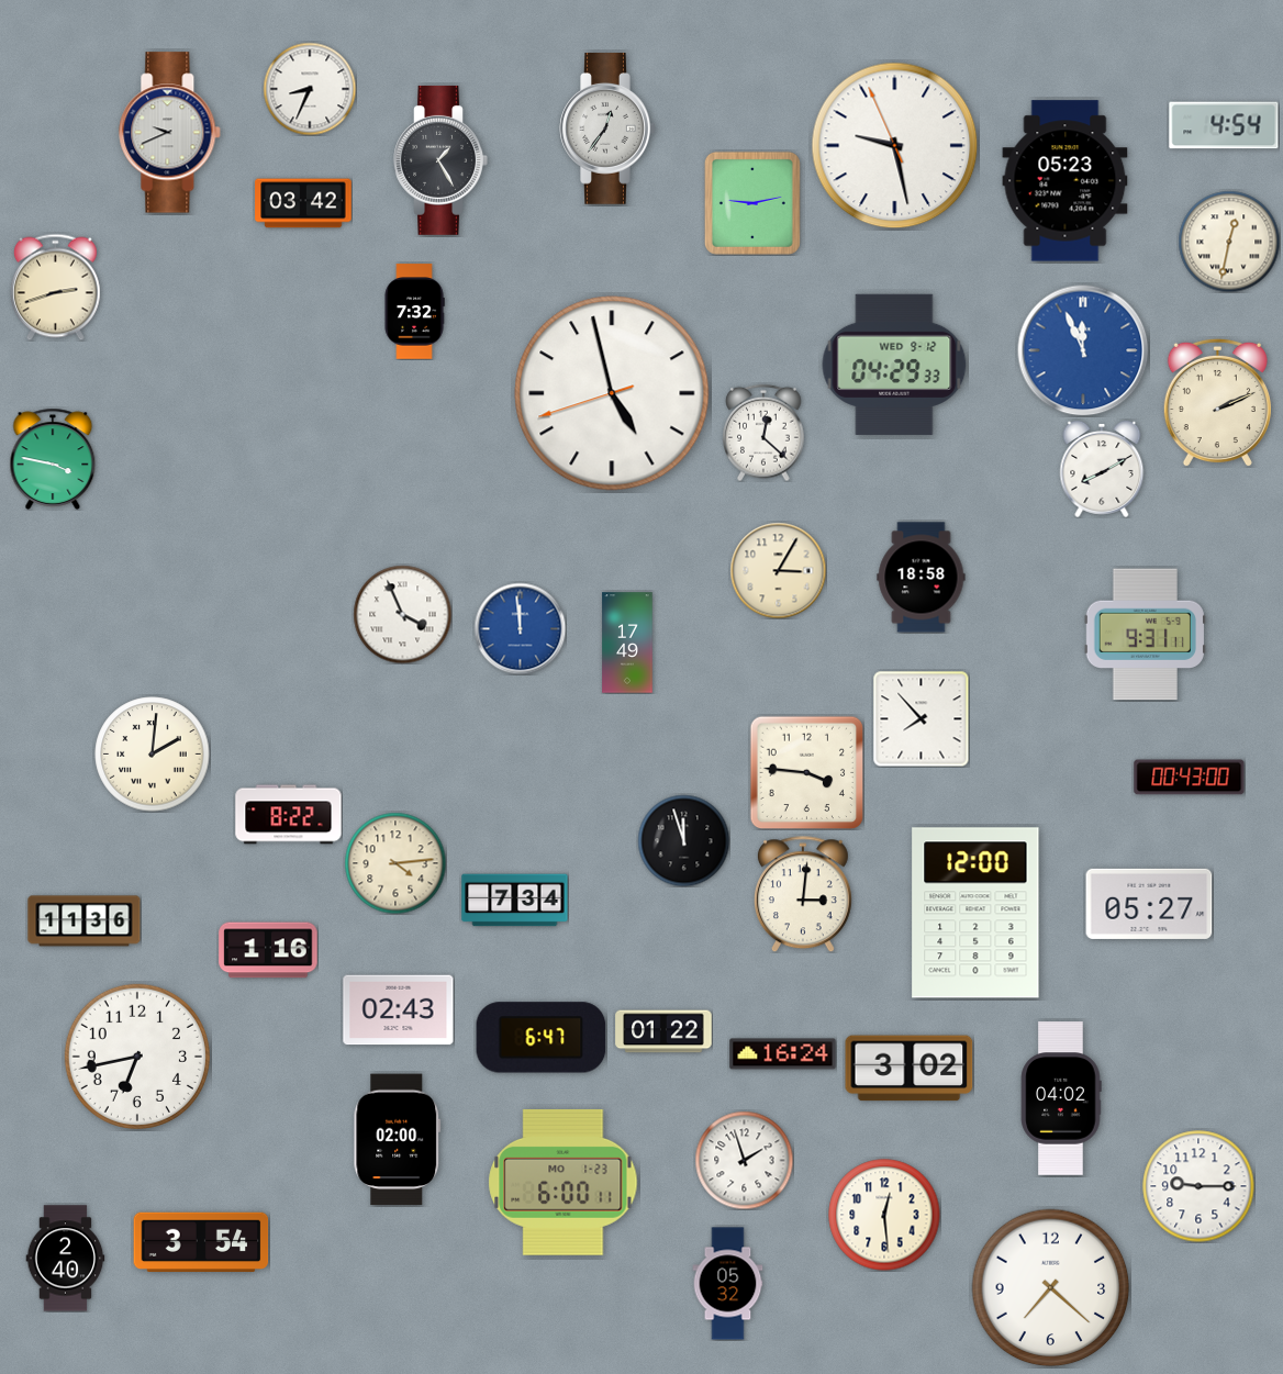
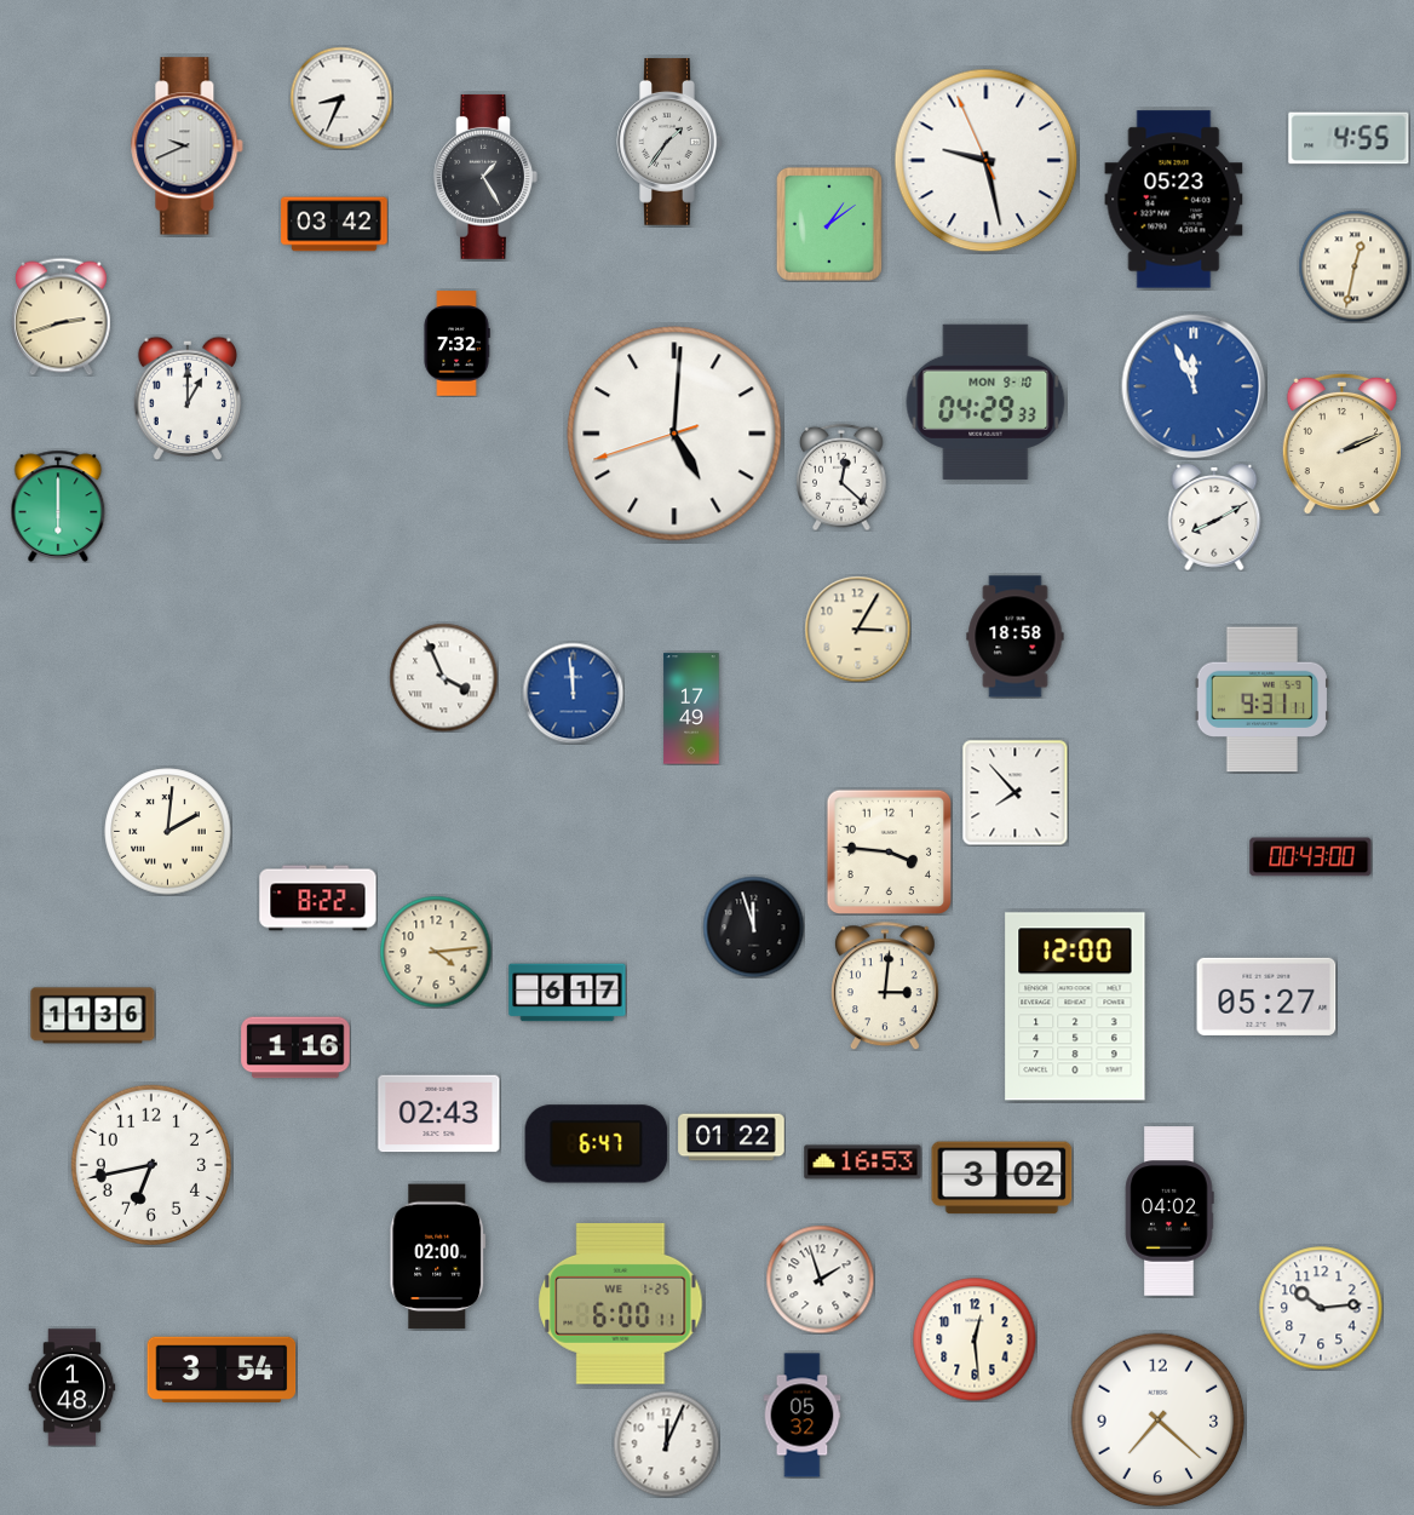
clock at (1224, 125): 4:54 -> 4:55
clock at (607, 129): 12:36 -> 1:36
clock at (752, 203): 9:13 -> 1:09
clock at (188, 398): none -> 1:00
clock at (894, 365) date: WED 9-12 -> MON 9-10
clock at (612, 393): 4:57 -> 5:00
clock at (53, 459): 3:47 -> 6:00
clock at (515, 901): 7:34 -> 6:17
clock at (783, 1054): 16:24 -> 16:53
clock at (564, 1182) date: MO 1-23 -> WE 1-25
clock at (1198, 1186): 9:15 -> 10:14
clock at (66, 1259): 2:40 -> 1:48
clock at (666, 1444): none -> 12:04
